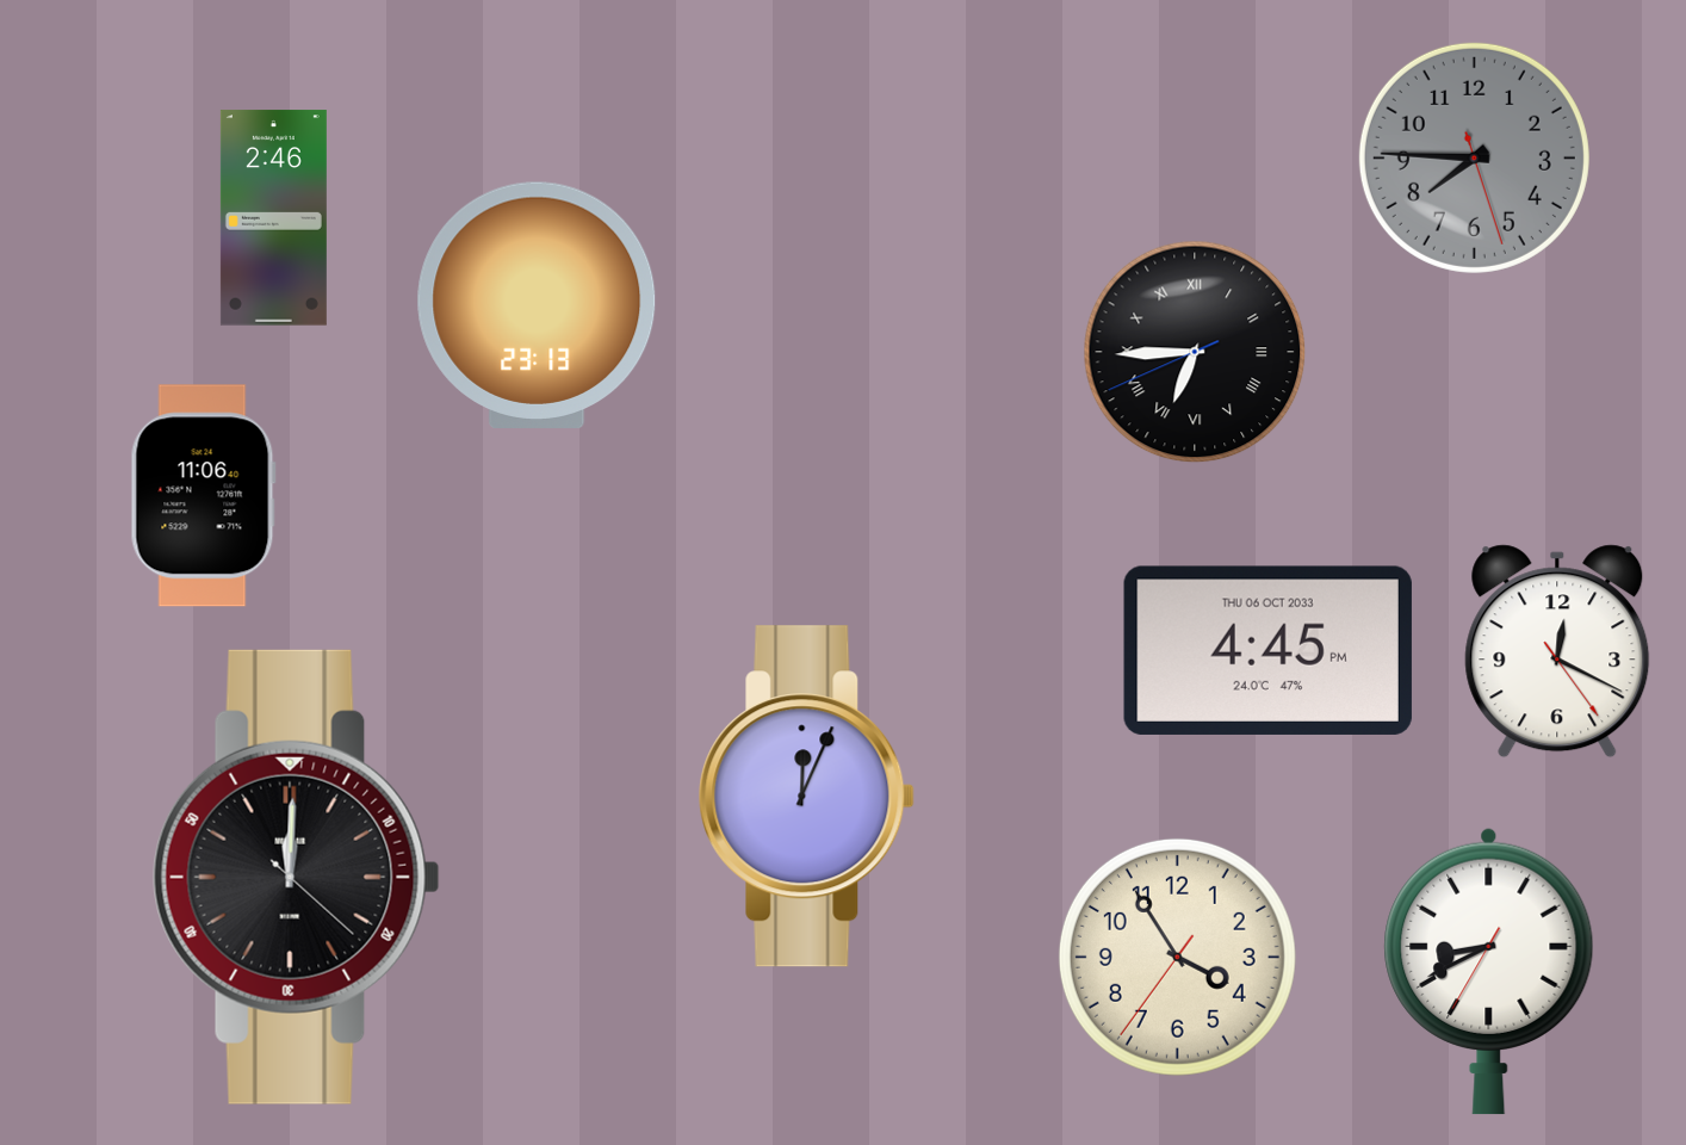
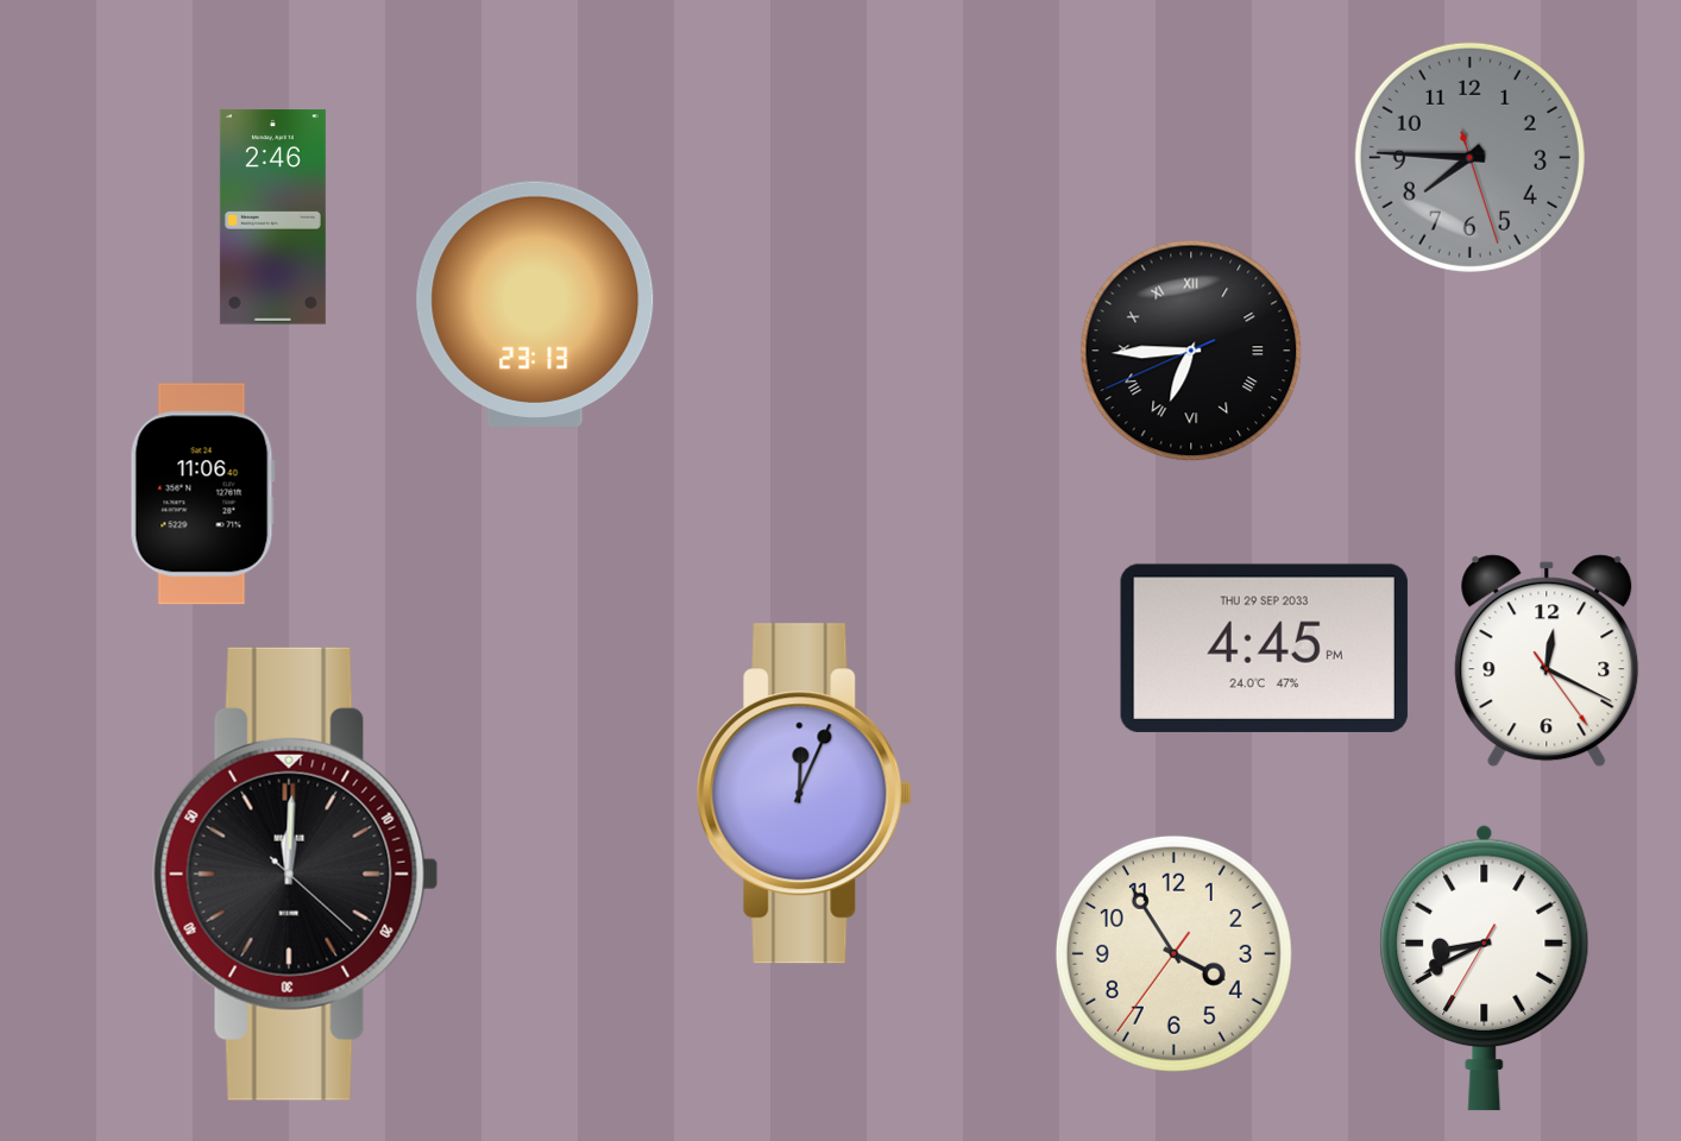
clock at (1267, 650) date: THU 06 OCT 2033 -> THU 29 SEP 2033
clock at (1557, 651) position: (1557, 651) -> (1547, 661)
